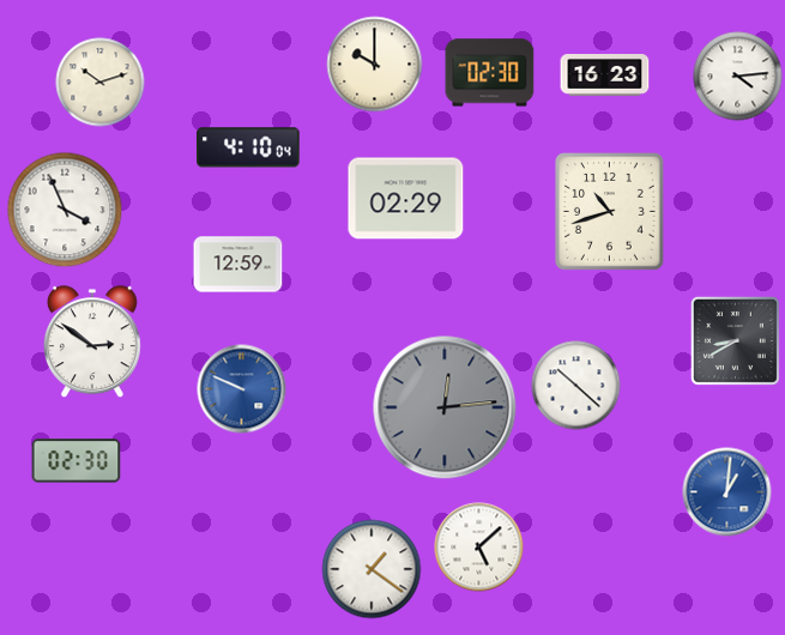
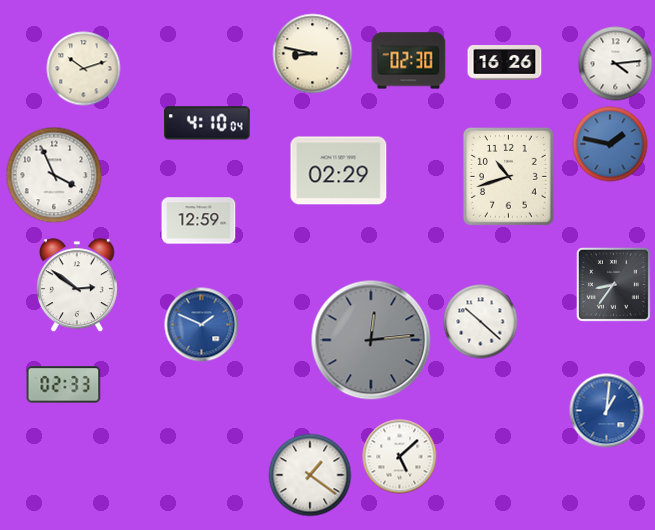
clock at (375, 65): 10:00 -> 8:47
clock at (605, 75): 16:23 -> 16:26
clock at (610, 144): none -> 1:47
clock at (406, 199) position: (406, 199) -> (339, 171)
clock at (735, 340): 8:40 -> 8:36
clock at (242, 389): 9:49 -> 1:49
clock at (77, 461): 02:30 -> 02:33
